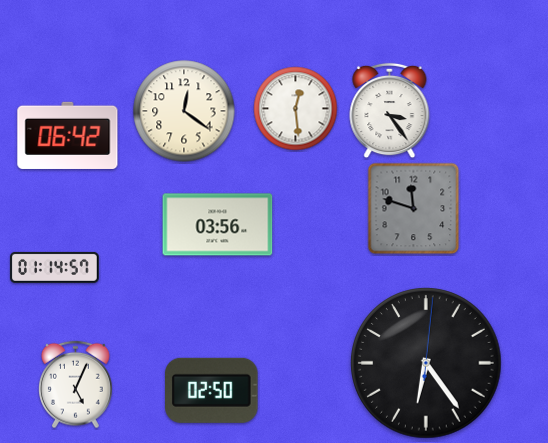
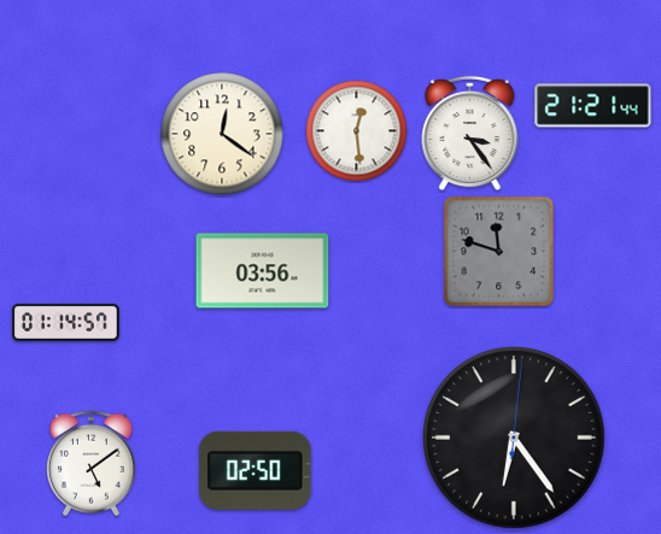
clock at (593, 106): none -> 21:21
clock at (68, 135): 06:42 -> none
clock at (76, 385): 5:04 -> 5:09
